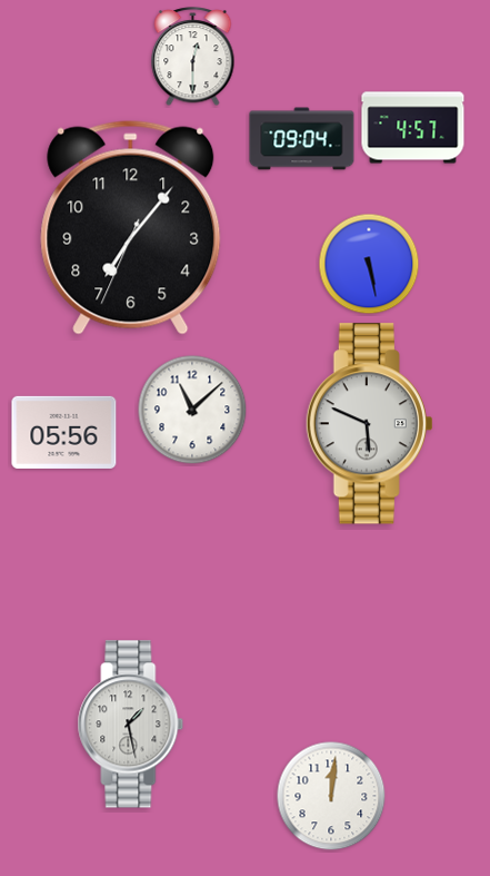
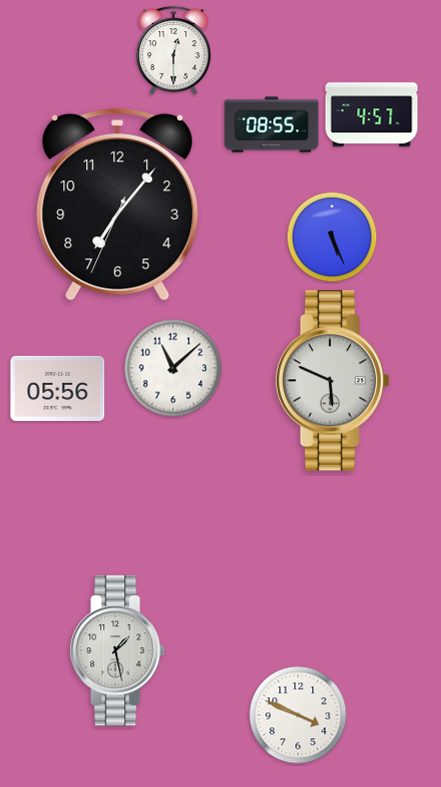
clock at (302, 139): 09:04 -> 08:55
clock at (369, 264): 5:28 -> 5:26
clock at (331, 796): 12:01 -> 3:49
